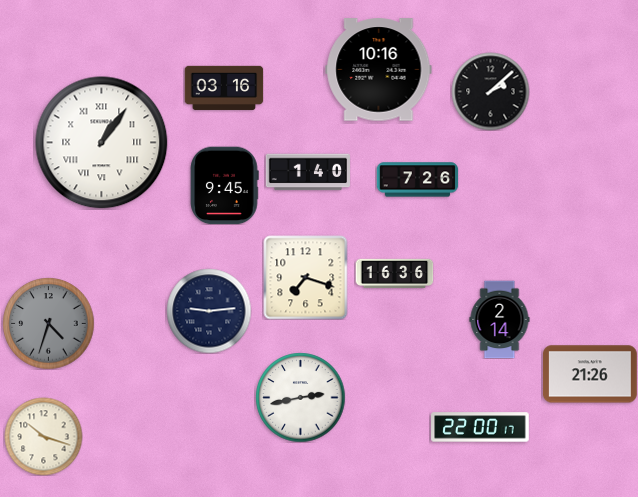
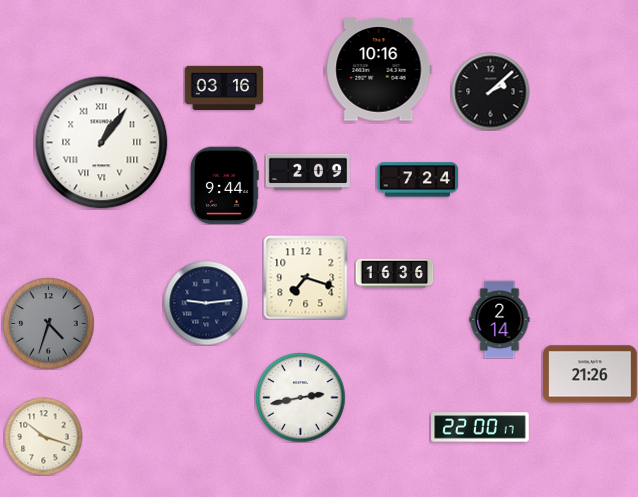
clock at (308, 172): 1:40 -> 2:09
clock at (417, 180): 7:26 -> 7:24
clock at (224, 185): 9:45 -> 9:44
clock at (209, 311) position: (209, 311) -> (206, 303)
